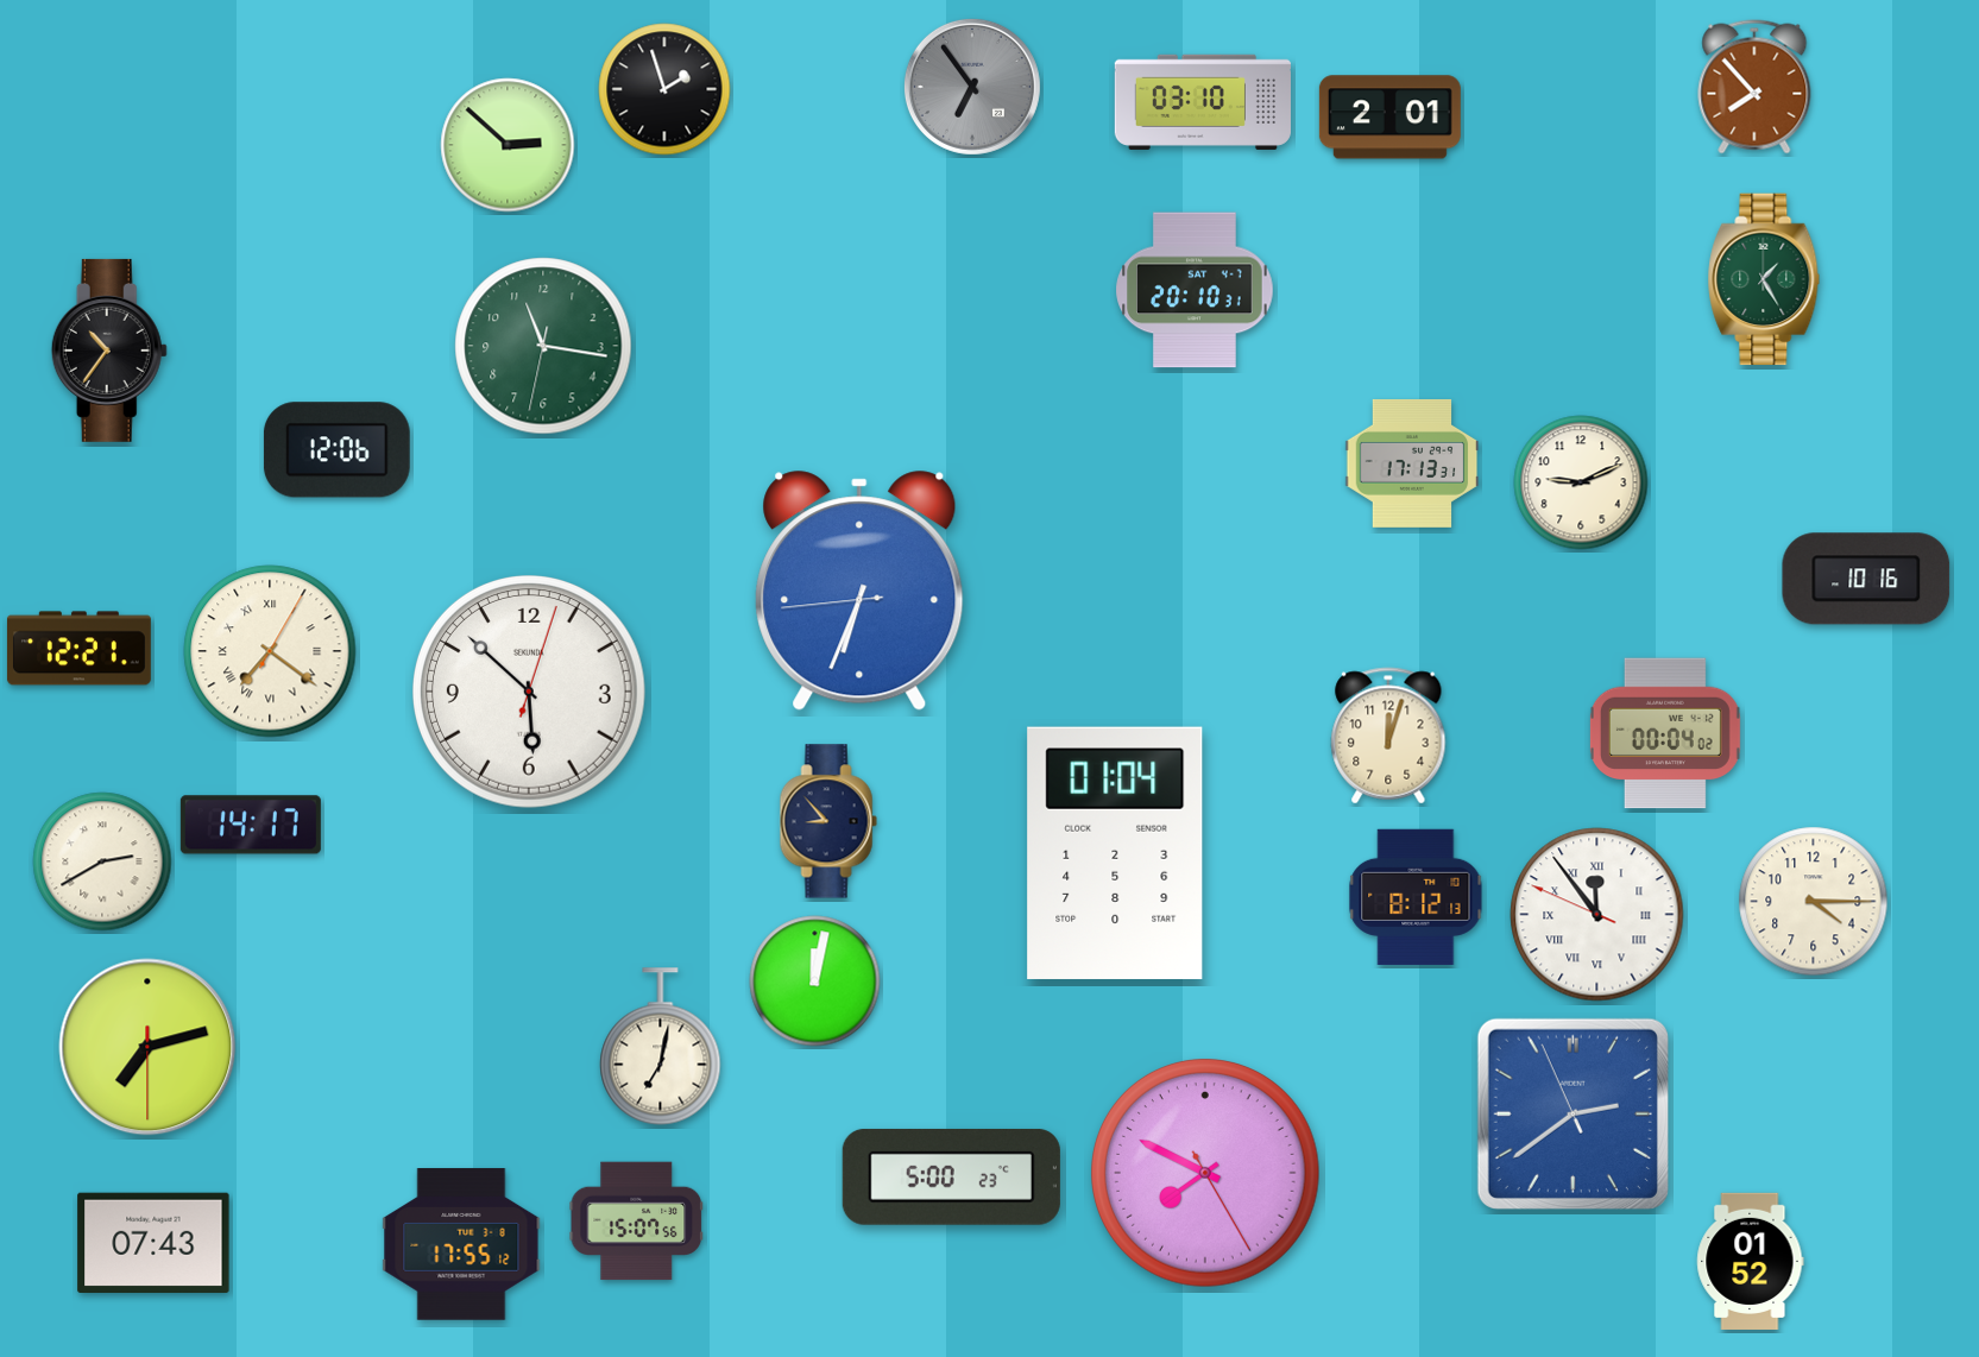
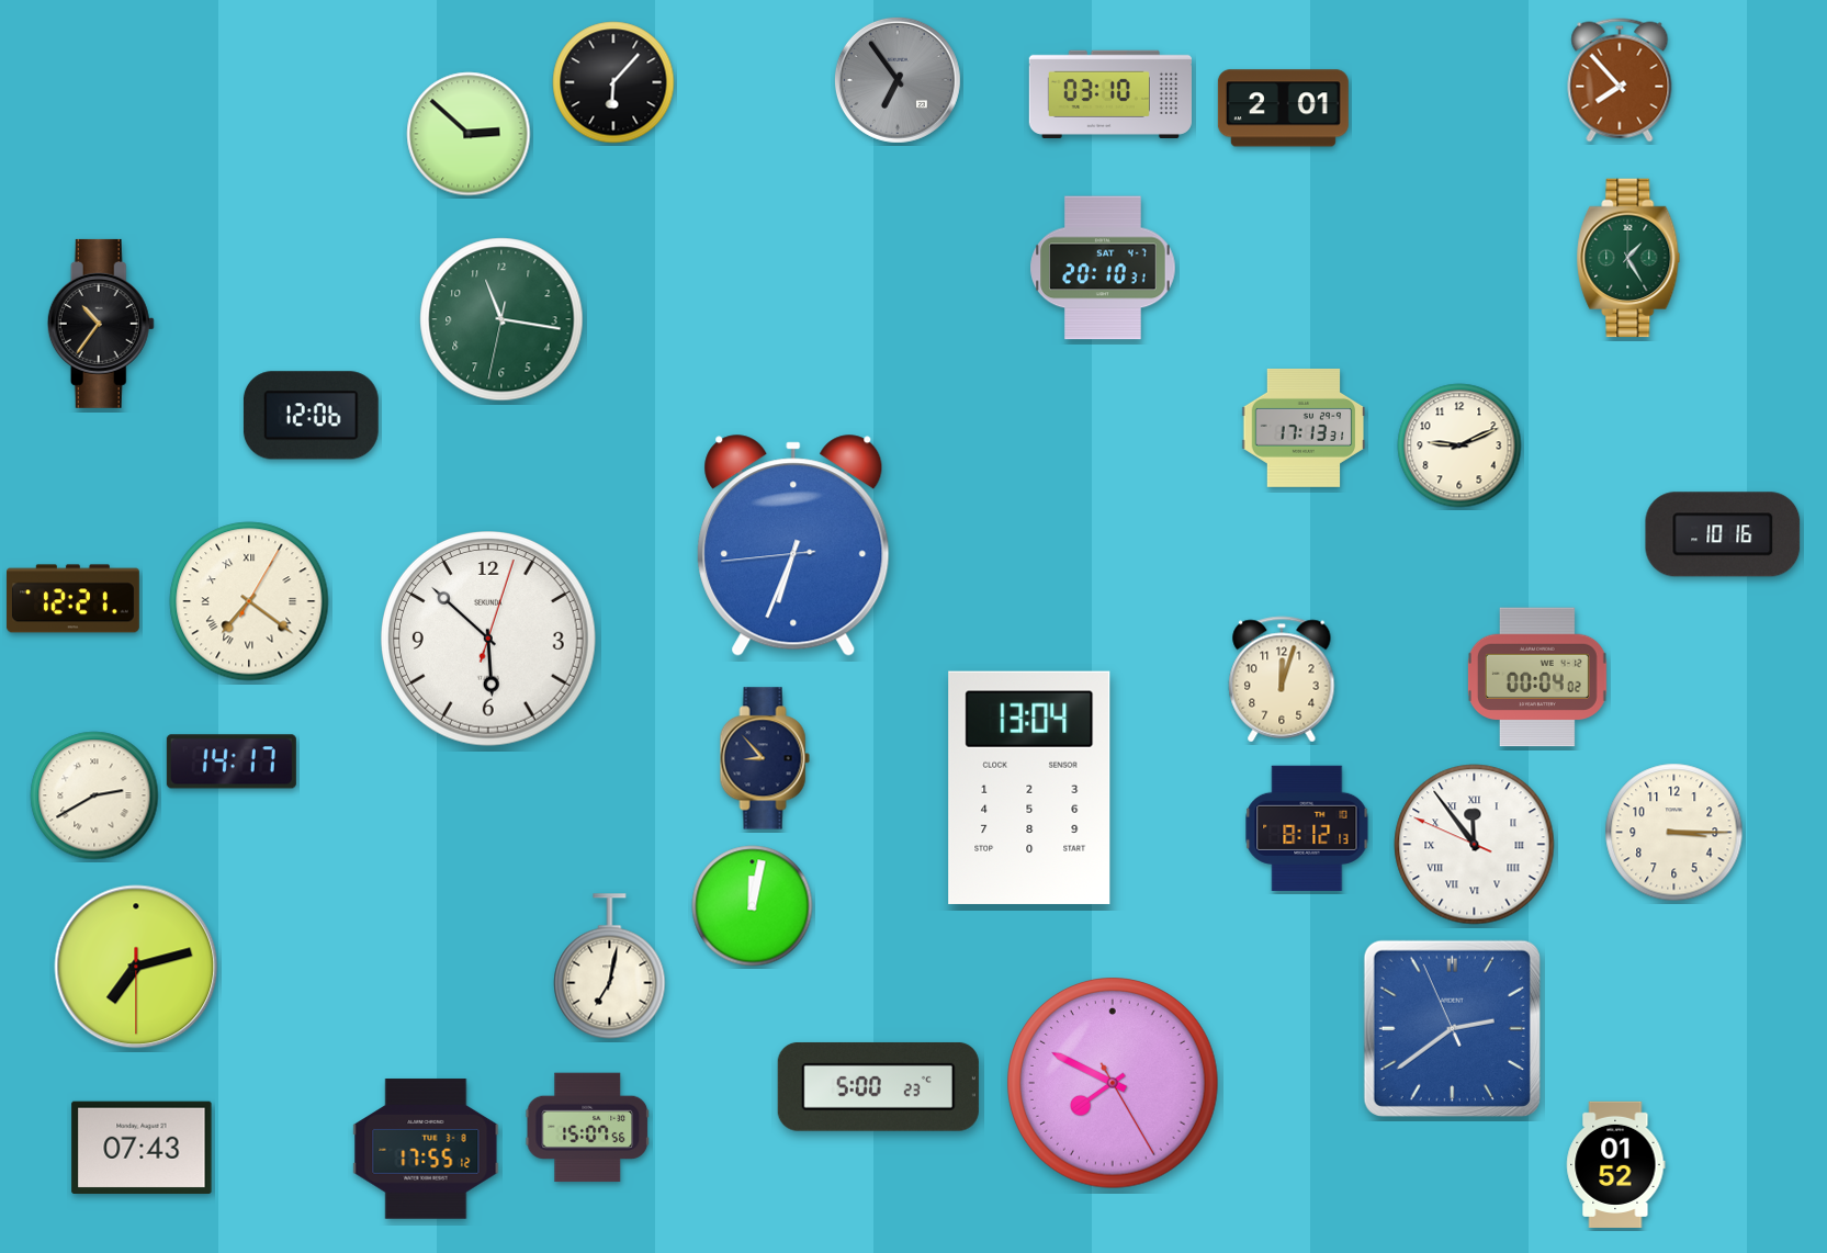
clock at (664, 89): 1:57 -> 6:07
clock at (1115, 853): 01:04 -> 13:04
clock at (1814, 902): 4:15 -> 3:15
